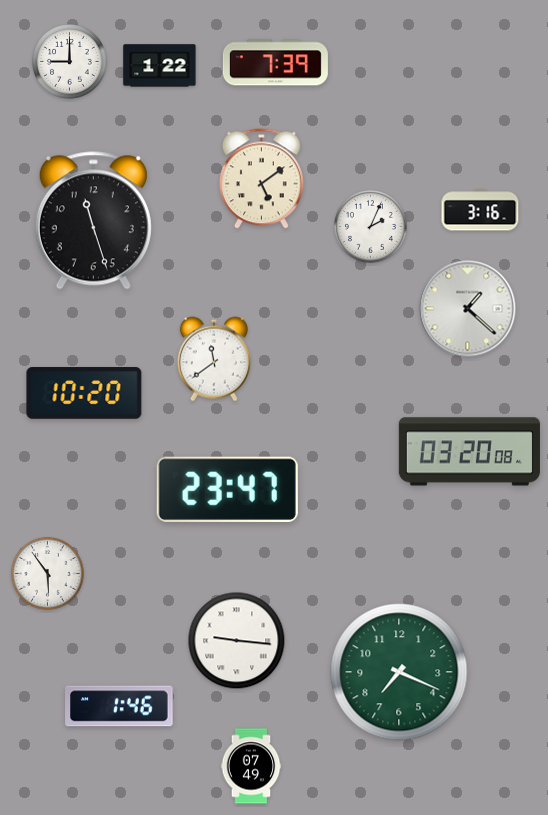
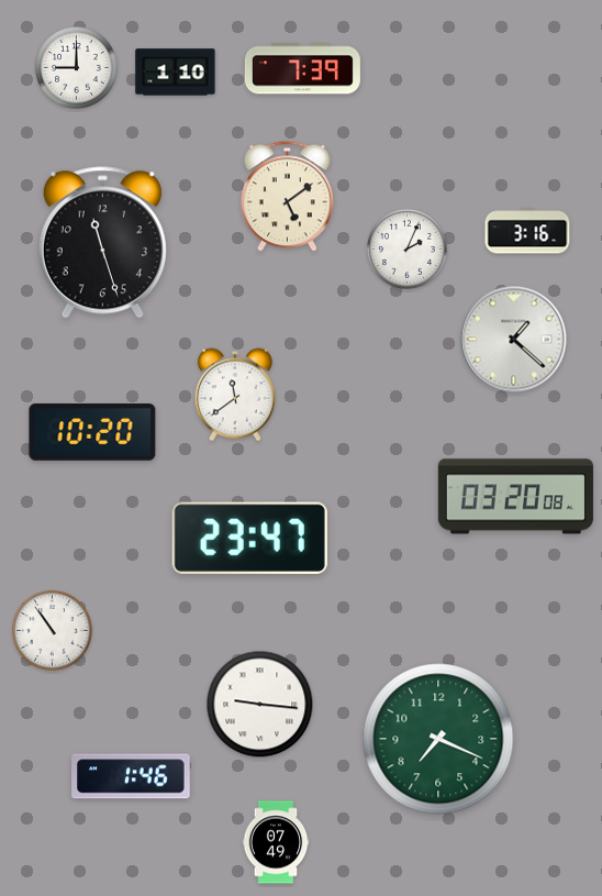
clock at (160, 66): 1:22 -> 1:10
clock at (47, 573): 5:54 -> 10:54
